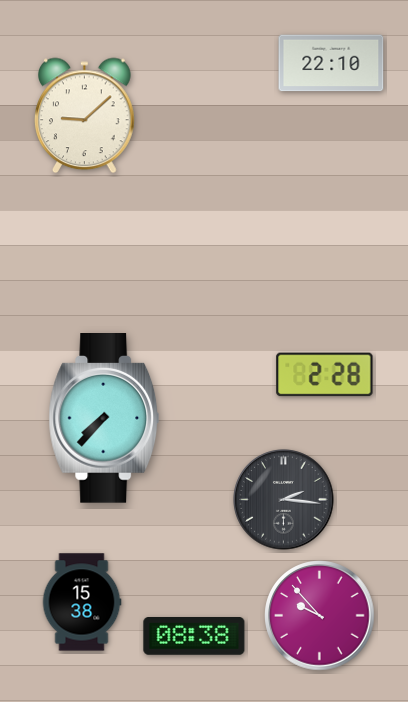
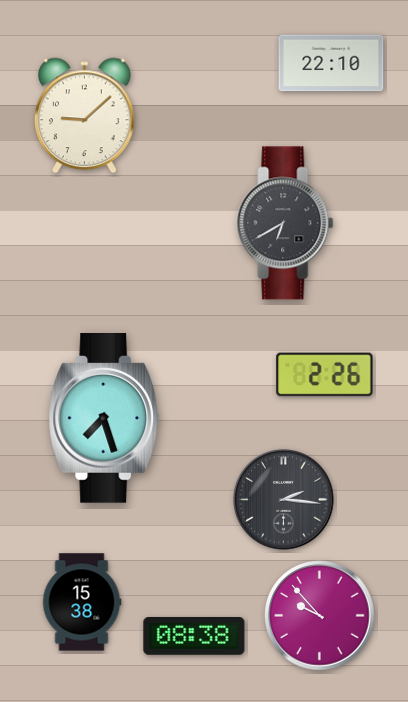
clock at (285, 223): none -> 6:40
clock at (325, 375): 2:28 -> 2:26
clock at (104, 419): 7:37 -> 7:27
